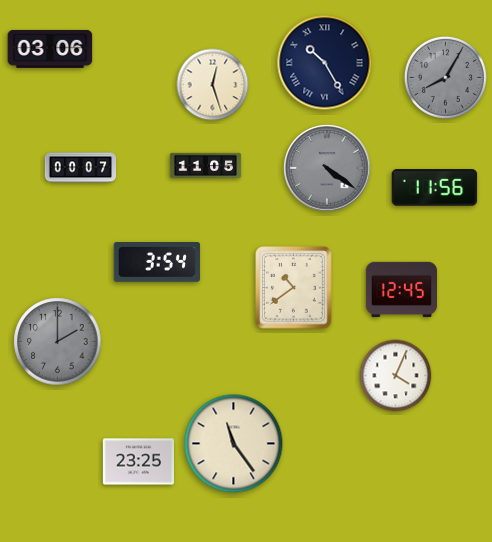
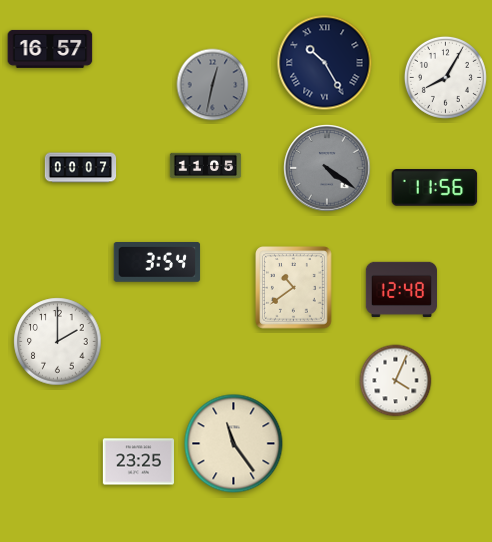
clock at (50, 49): 03:06 -> 16:57
clock at (445, 77) dial: grey -> white
clock at (213, 85): 12:27 -> 12:32
clock at (213, 85) dial: cream -> grey
clock at (401, 289): 12:45 -> 12:48
clock at (58, 342) dial: grey -> white
clock at (396, 376) position: (396, 376) -> (396, 381)
